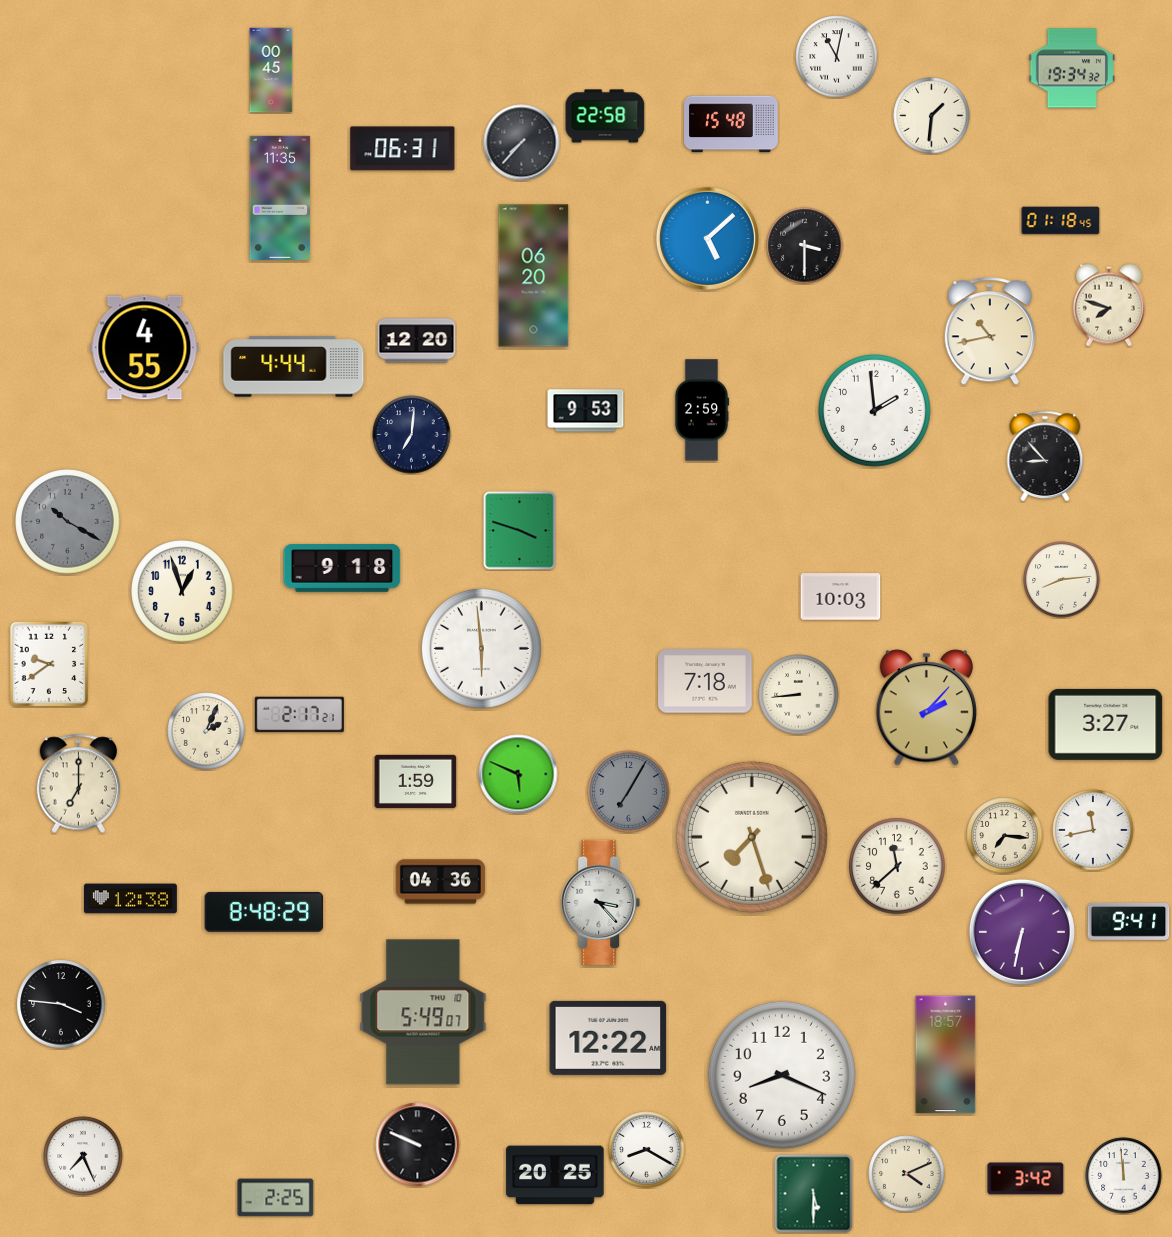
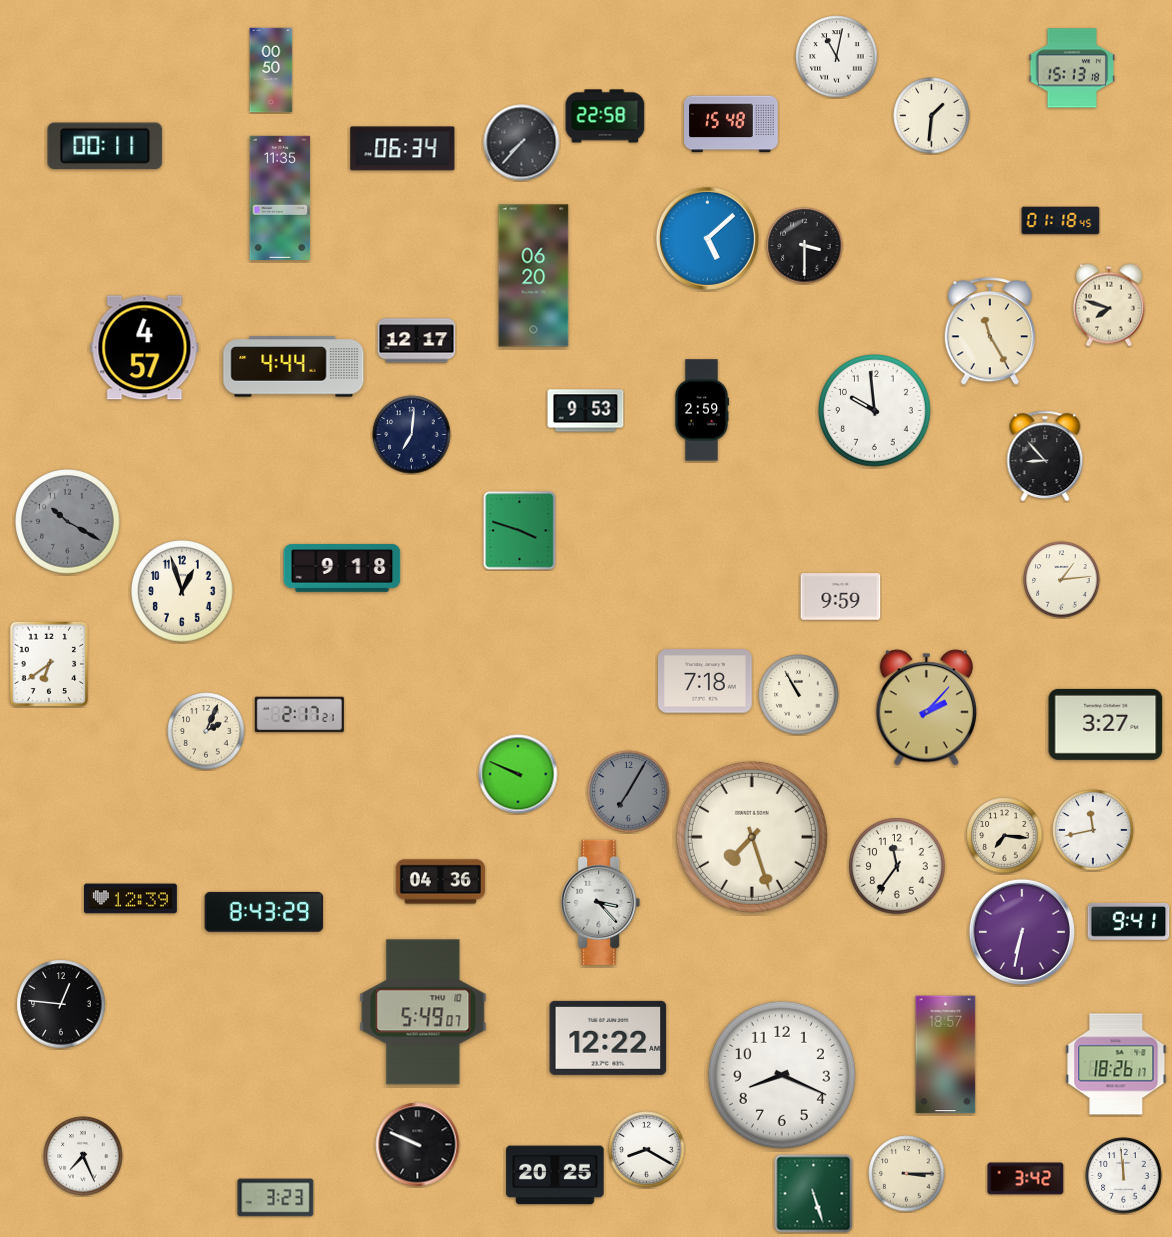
clock at (1071, 68): 19:34 -> 15:13
clock at (271, 70): 00:45 -> 00:50
clock at (105, 146): none -> 00:11
clock at (403, 149): 06:31 -> 06:34
clock at (990, 332): 10:43 -> 11:25
clock at (417, 341): 12:20 -> 12:17
clock at (145, 348): 4:55 -> 4:57
clock at (875, 411): 1:59 -> 9:59
clock at (1062, 580): 8:14 -> 1:14
clock at (841, 597): 10:03 -> 9:59
clock at (481, 648): 5:59 -> none
clock at (48, 663): 9:39 -> 6:39
clock at (799, 695): 8:44 -> 10:55
clock at (518, 774): 5:49 -> 9:49
clock at (416, 781): 1:59 -> none
clock at (79, 784): 7:00 -> none
clock at (897, 866): 11:38 -> 11:36
clock at (131, 899): 12:38 -> 12:39
clock at (264, 912): 8:48 -> 8:43
clock at (61, 1004): 3:46 -> 12:46
clock at (1116, 1064): none -> 18:26
clock at (907, 1174): 4:11 -> 3:15
clock at (814, 1194): 5:30 -> 5:27
clock at (276, 1198): 2:25 -> 3:23
